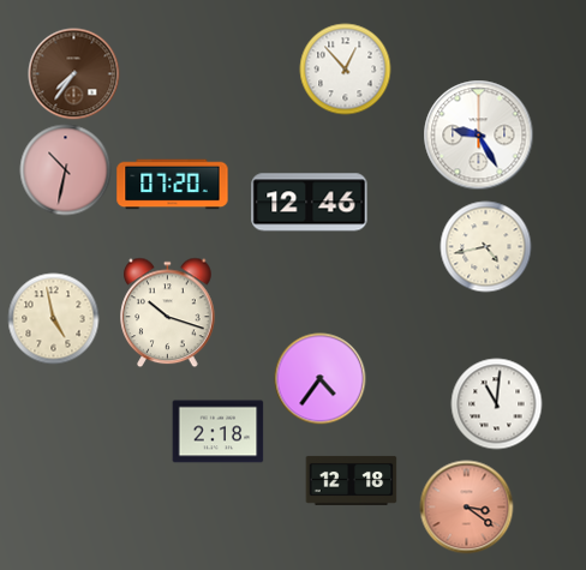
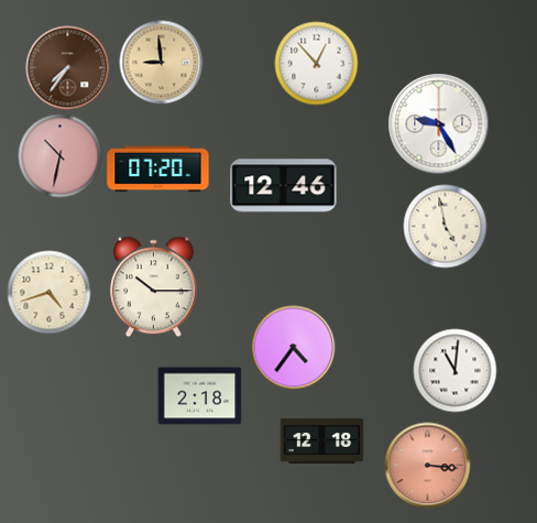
clock at (162, 63): none -> 8:59
clock at (486, 247): 4:43 -> 4:58
clock at (168, 313): 10:18 -> 10:15
clock at (54, 319): 4:58 -> 4:42
clock at (467, 508): 3:21 -> 3:16
